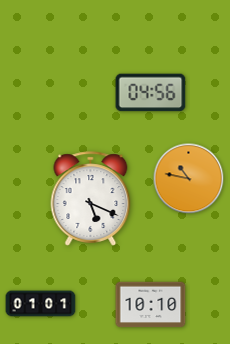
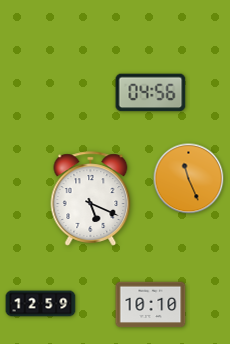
clock at (189, 179): 10:47 -> 11:26
clock at (41, 304): 01:01 -> 12:59
